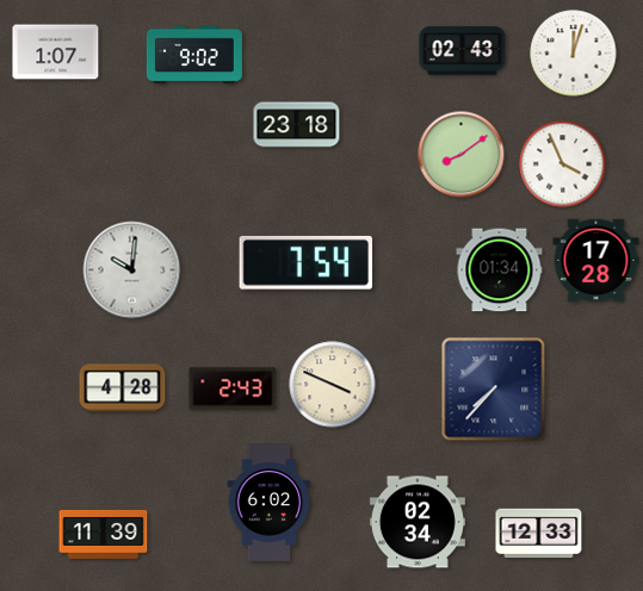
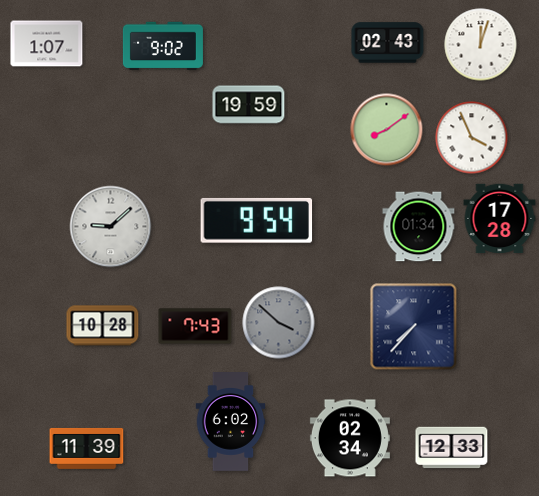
clock at (297, 125): 23:18 -> 19:59
clock at (307, 262): 7:54 -> 9:54
clock at (132, 270): 10:01 -> 9:08
clock at (333, 385): 3:49 -> 3:52
clock at (333, 385) dial: cream -> grey
clock at (123, 388): 4:28 -> 10:28
clock at (233, 388): 2:43 -> 7:43
clock at (270, 503) position: (270, 503) -> (231, 422)
